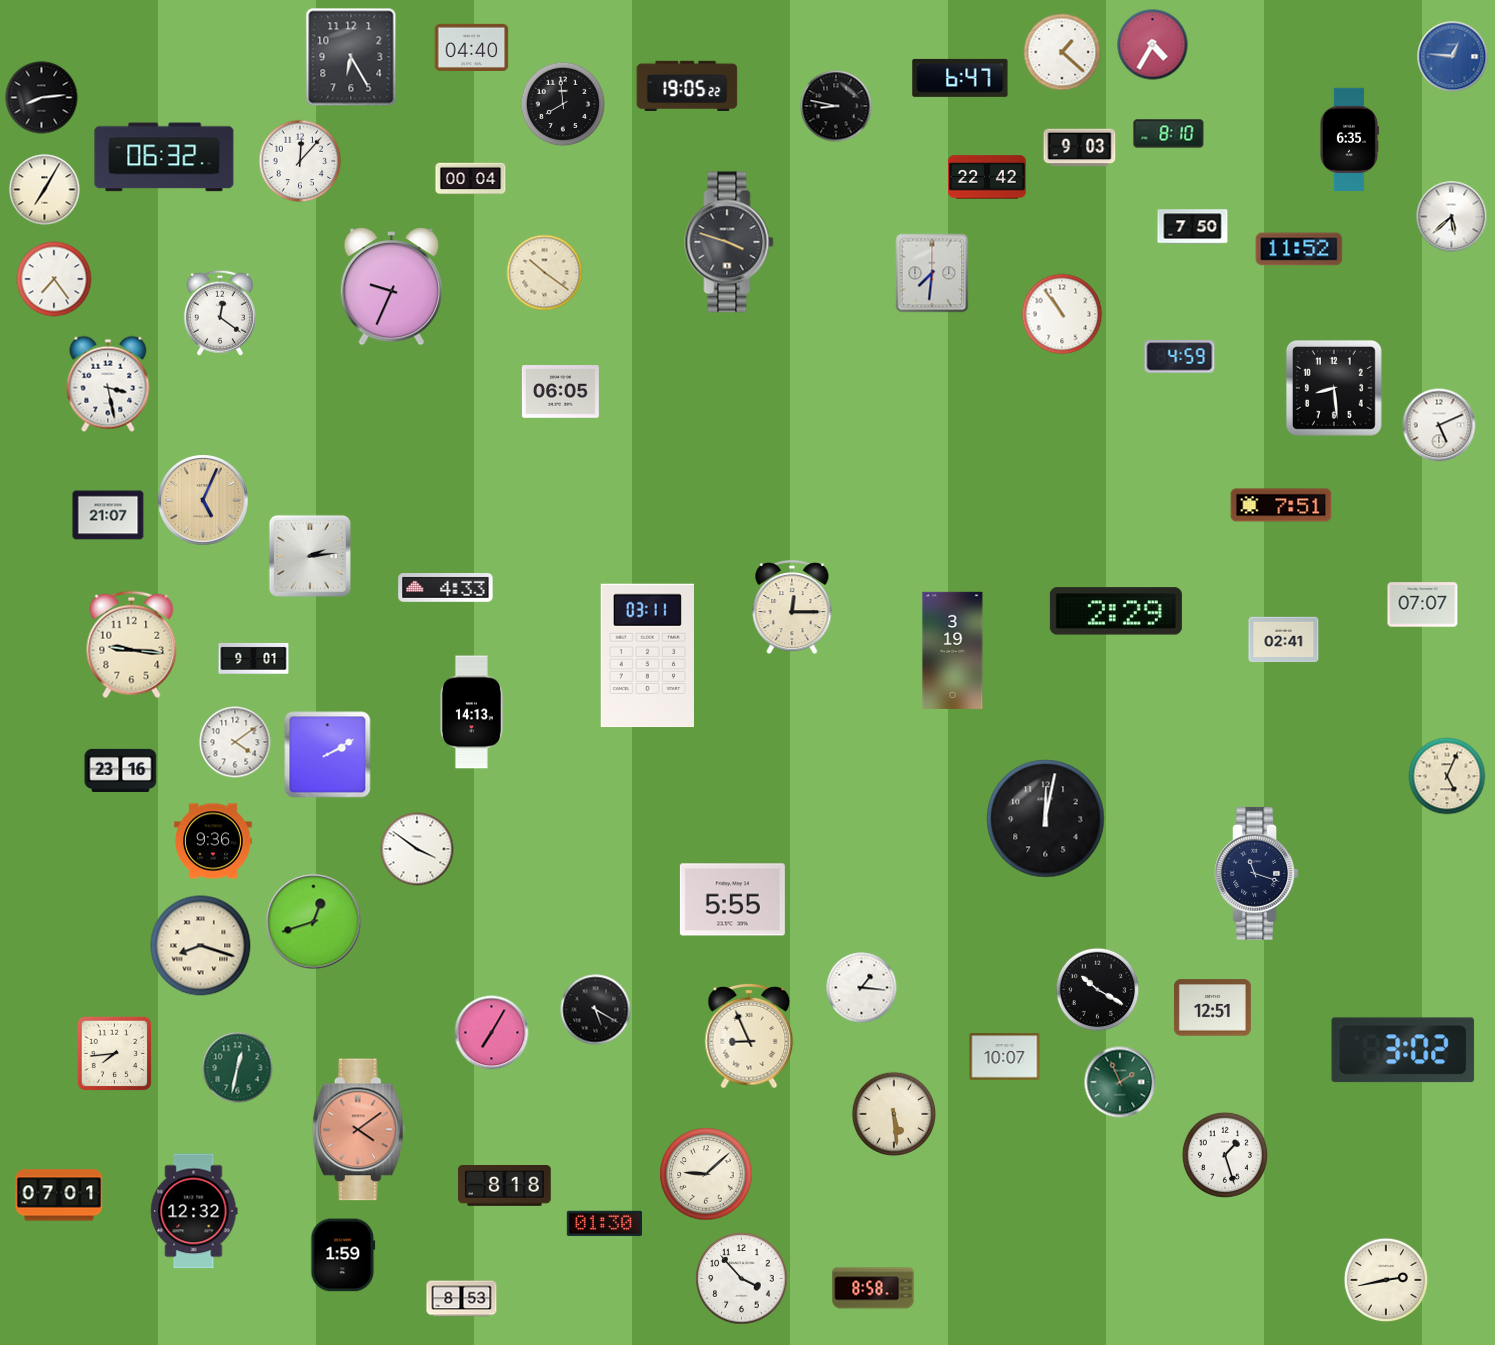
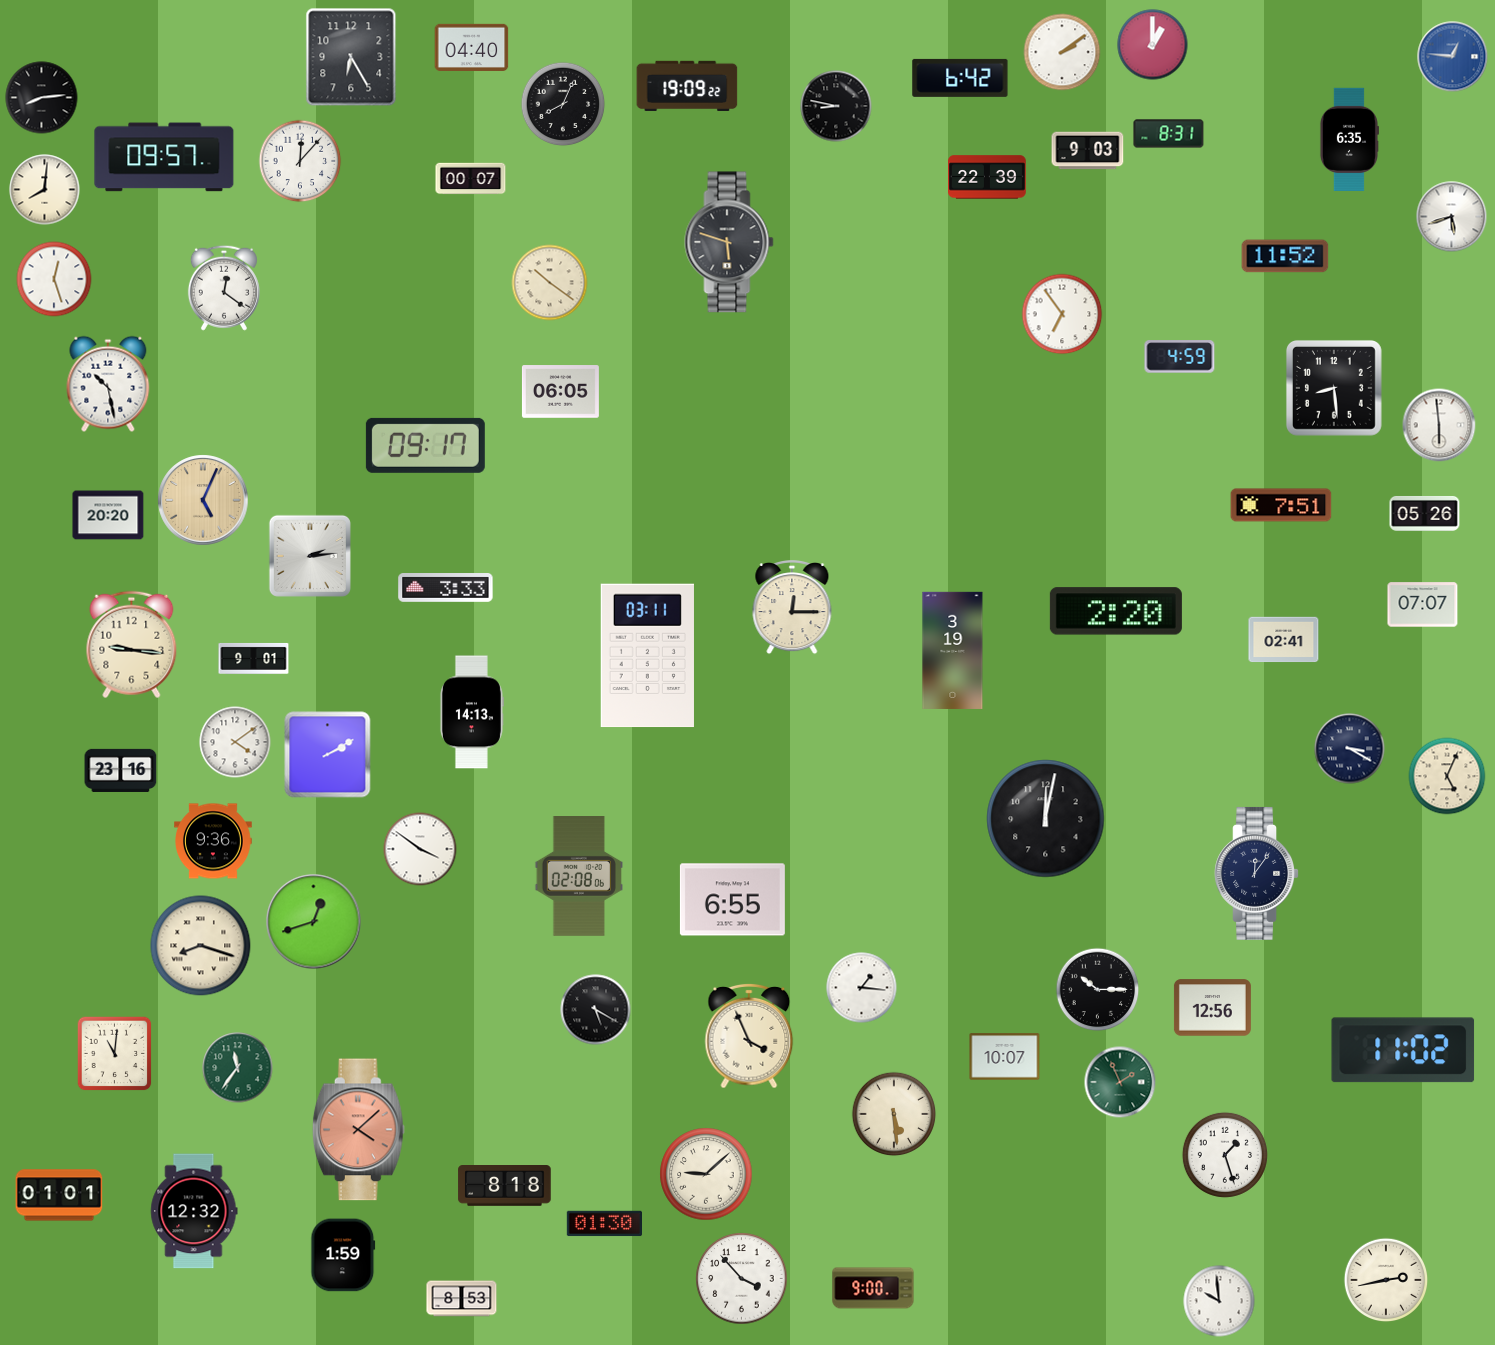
clock at (1153, 45): 4:35 -> 1:00
clock at (1062, 52): 1:22 -> 2:09
clock at (960, 78): 6:47 -> 6:42
clock at (687, 85): 19:05 -> 19:09
clock at (563, 104): 7:59 -> 8:04
clock at (1169, 134): 8:10 -> 8:31
clock at (1080, 148) position: (1080, 148) -> (1088, 151)
clock at (164, 157): 06:32 -> 09:57
clock at (988, 177): 22:42 -> 22:39
clock at (471, 179): 00:04 -> 00:07
clock at (45, 190): 7:05 -> 8:01
clock at (1452, 217): 5:38 -> 5:42
clock at (1193, 227): 7:50 -> none
clock at (729, 242): 3:48 -> 5:48
clock at (1299, 249) position: (1299, 249) -> (1285, 256)
clock at (545, 273) position: (545, 273) -> (550, 283)
clock at (932, 273): 7:31 -> none
clock at (54, 279): 7:24 -> 12:27
clock at (391, 287): 9:34 -> none
clock at (220, 313) position: (220, 313) -> (224, 288)
clock at (1062, 314): 10:54 -> 6:54
clock at (108, 384): 3:28 -> 10:28
clock at (1439, 425): 5:11 -> 5:59
clock at (425, 445): none -> 09:17
clock at (1425, 513): none -> 05:26
clock at (108, 515): 21:07 -> 20:20
clock at (446, 588): 4:33 -> 3:33
clock at (1116, 611): 2:29 -> 2:20
clock at (1350, 749): none -> 3:20
clock at (417, 849) position: (417, 849) -> (420, 849)
clock at (1257, 873): 11:18 -> 12:06
clock at (579, 877): none -> 02:08
clock at (732, 900): 5:55 -> 6:55
clock at (1098, 990): 10:20 -> 10:15
clock at (1212, 1008): 12:51 -> 12:56
clock at (492, 1033): 7:05 -> none
clock at (749, 1036): 8:56 -> 3:56
clock at (1403, 1050): 3:02 -> 11:02
clock at (115, 1054): 7:44 -> 11:01
clock at (238, 1068): 12:32 -> 11:36
clock at (358, 1130): 4:09 -> 4:08
clock at (59, 1195): 07:01 -> 01:01
clock at (873, 1288): 8:58 -> 9:00
clock at (1219, 1301): none -> 9:59
